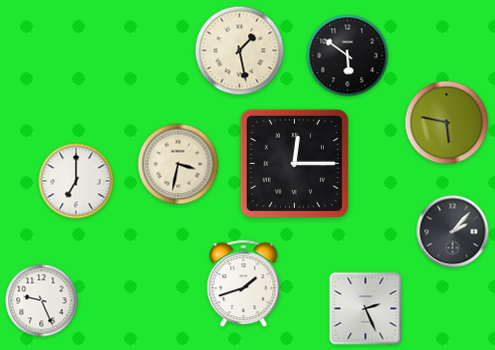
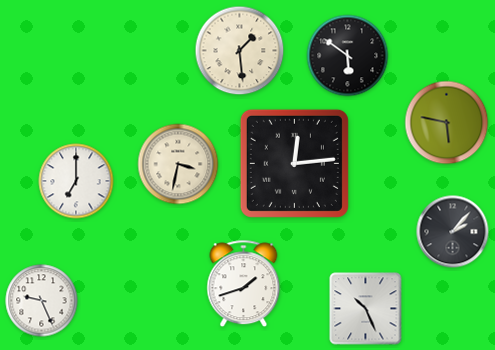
clock at (240, 51): 1:28 -> 1:29
clock at (294, 163): 12:15 -> 12:14
clock at (366, 309): 2:26 -> 10:26
